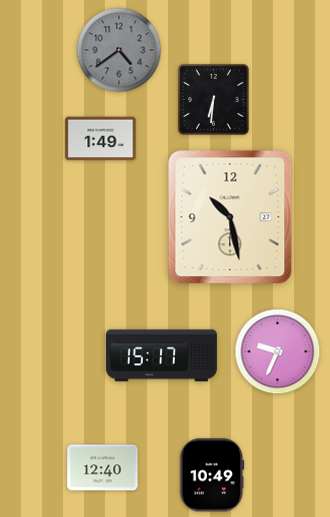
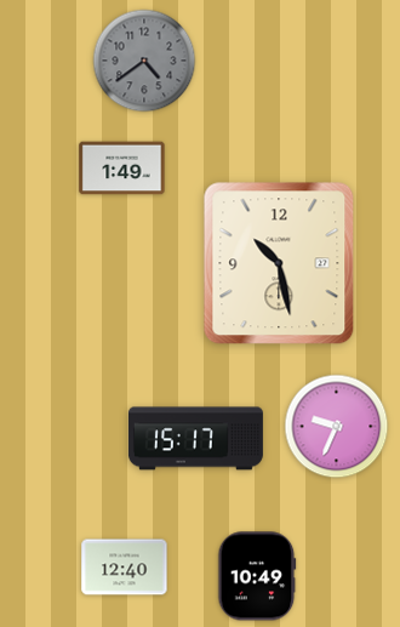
clock at (213, 99): 6:31 -> none
clock at (161, 356) position: (161, 356) -> (195, 439)
